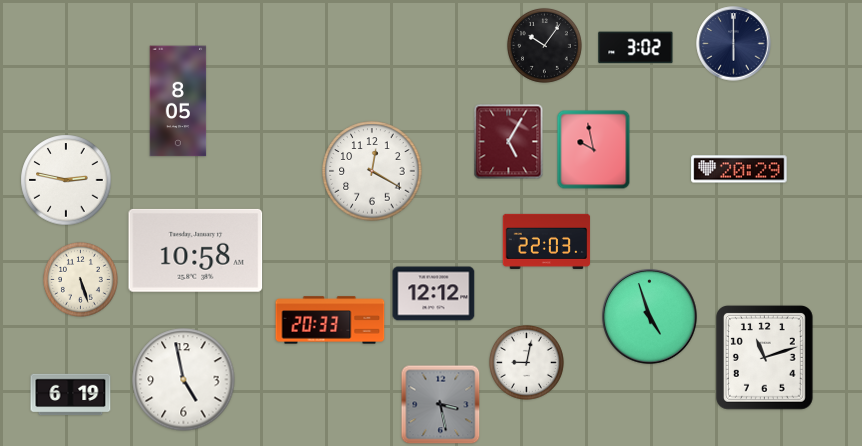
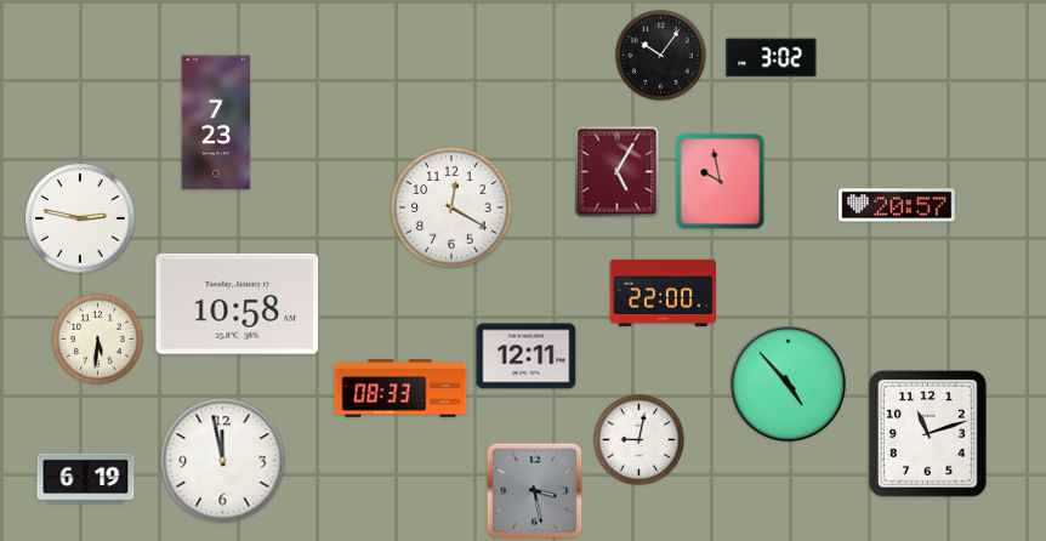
clock at (734, 44): 6:00 -> none
clock at (178, 101): 8:05 -> 7:23
clock at (739, 169): 20:29 -> 20:57
clock at (547, 241): 22:03 -> 22:00
clock at (80, 279): 5:27 -> 5:31
clock at (434, 294): 12:12 -> 12:11
clock at (650, 317): 4:57 -> 4:53
clock at (330, 320): 20:33 -> 08:33
clock at (184, 380): 4:58 -> 11:58
